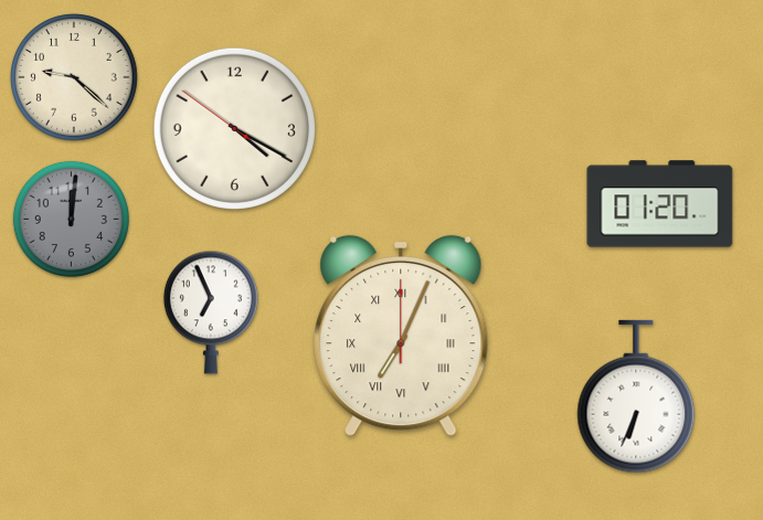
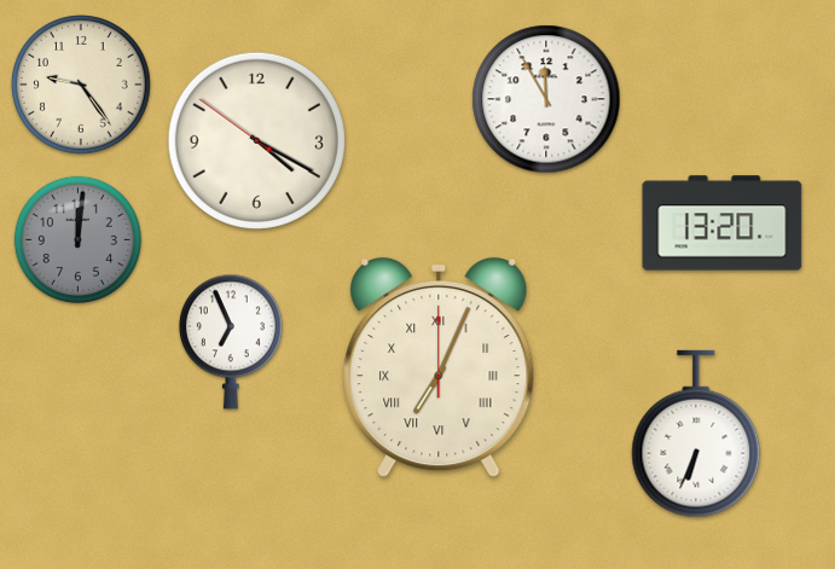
clock at (75, 78): 9:22 -> 9:24
clock at (546, 99): none -> 11:55
clock at (660, 204): 01:20 -> 13:20
